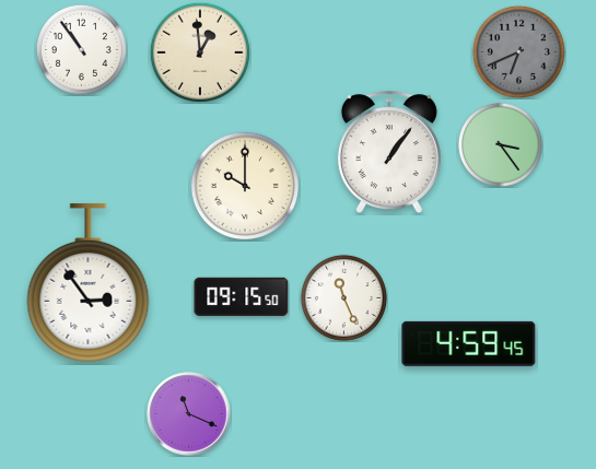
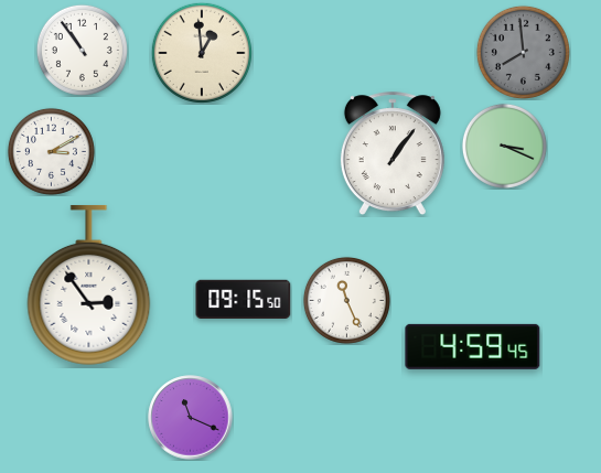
clock at (518, 51): 6:41 -> 7:59
clock at (500, 144): 3:24 -> 3:19
clock at (51, 151): none -> 3:10
clock at (244, 185): 10:00 -> none
